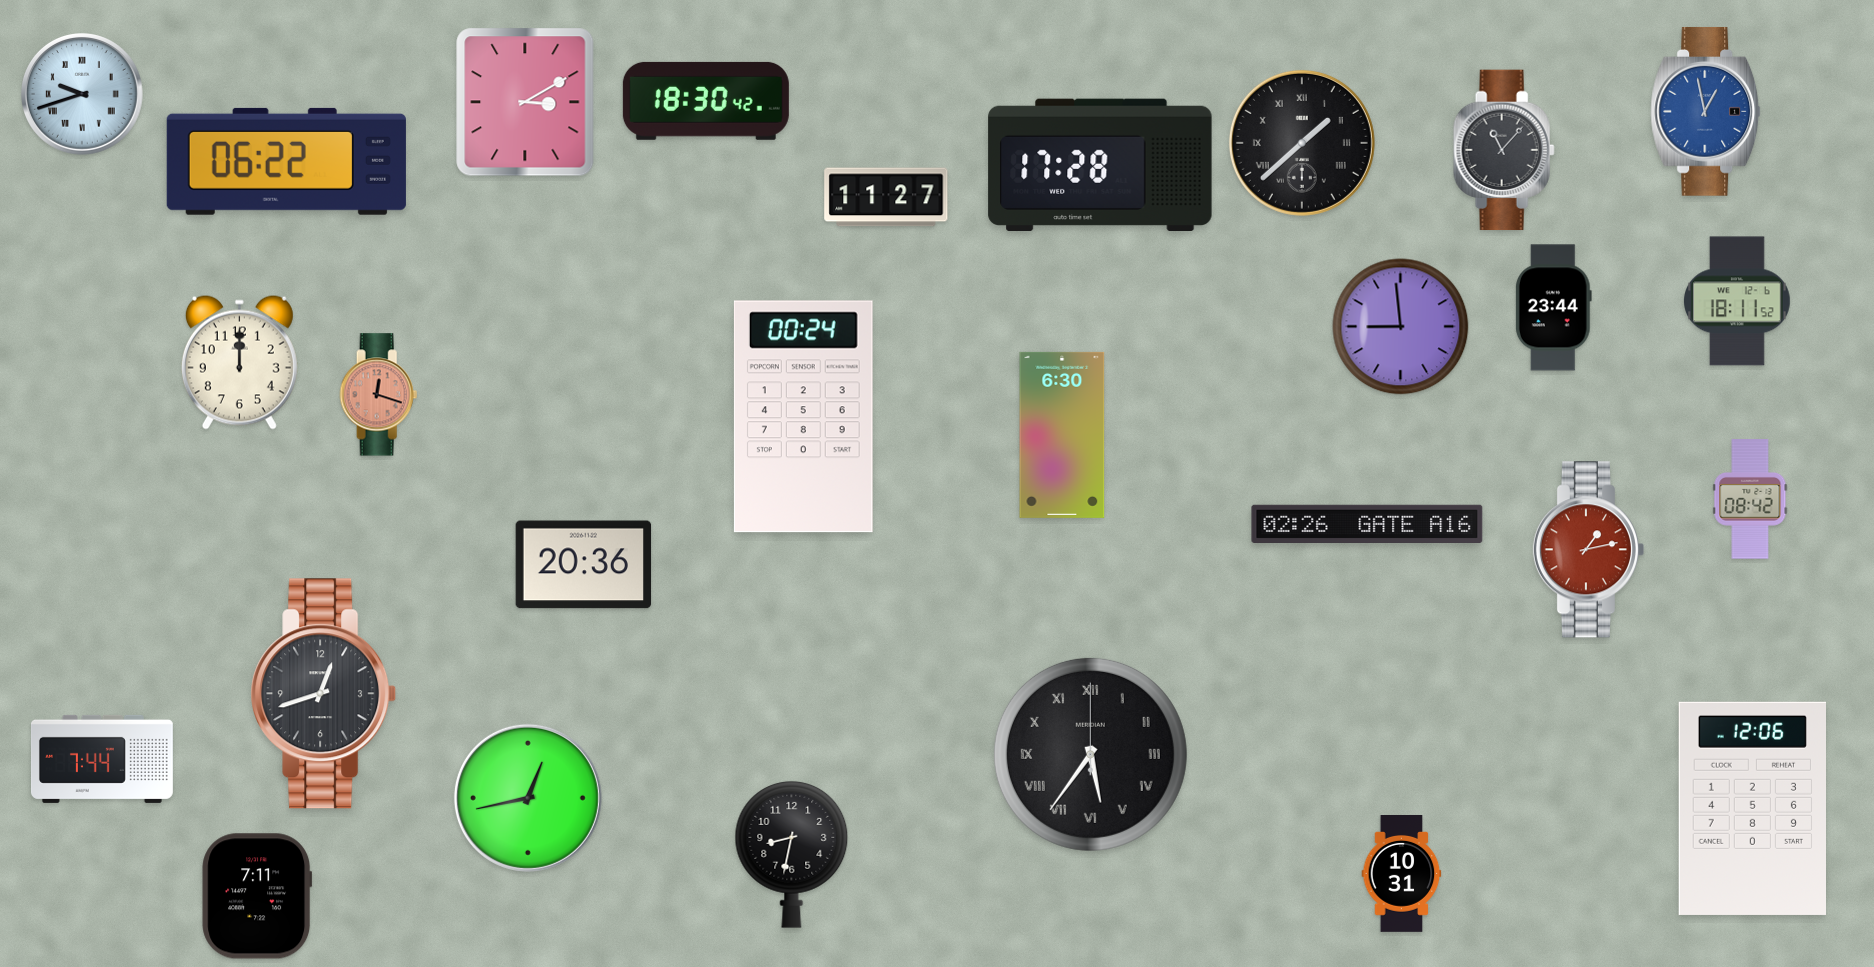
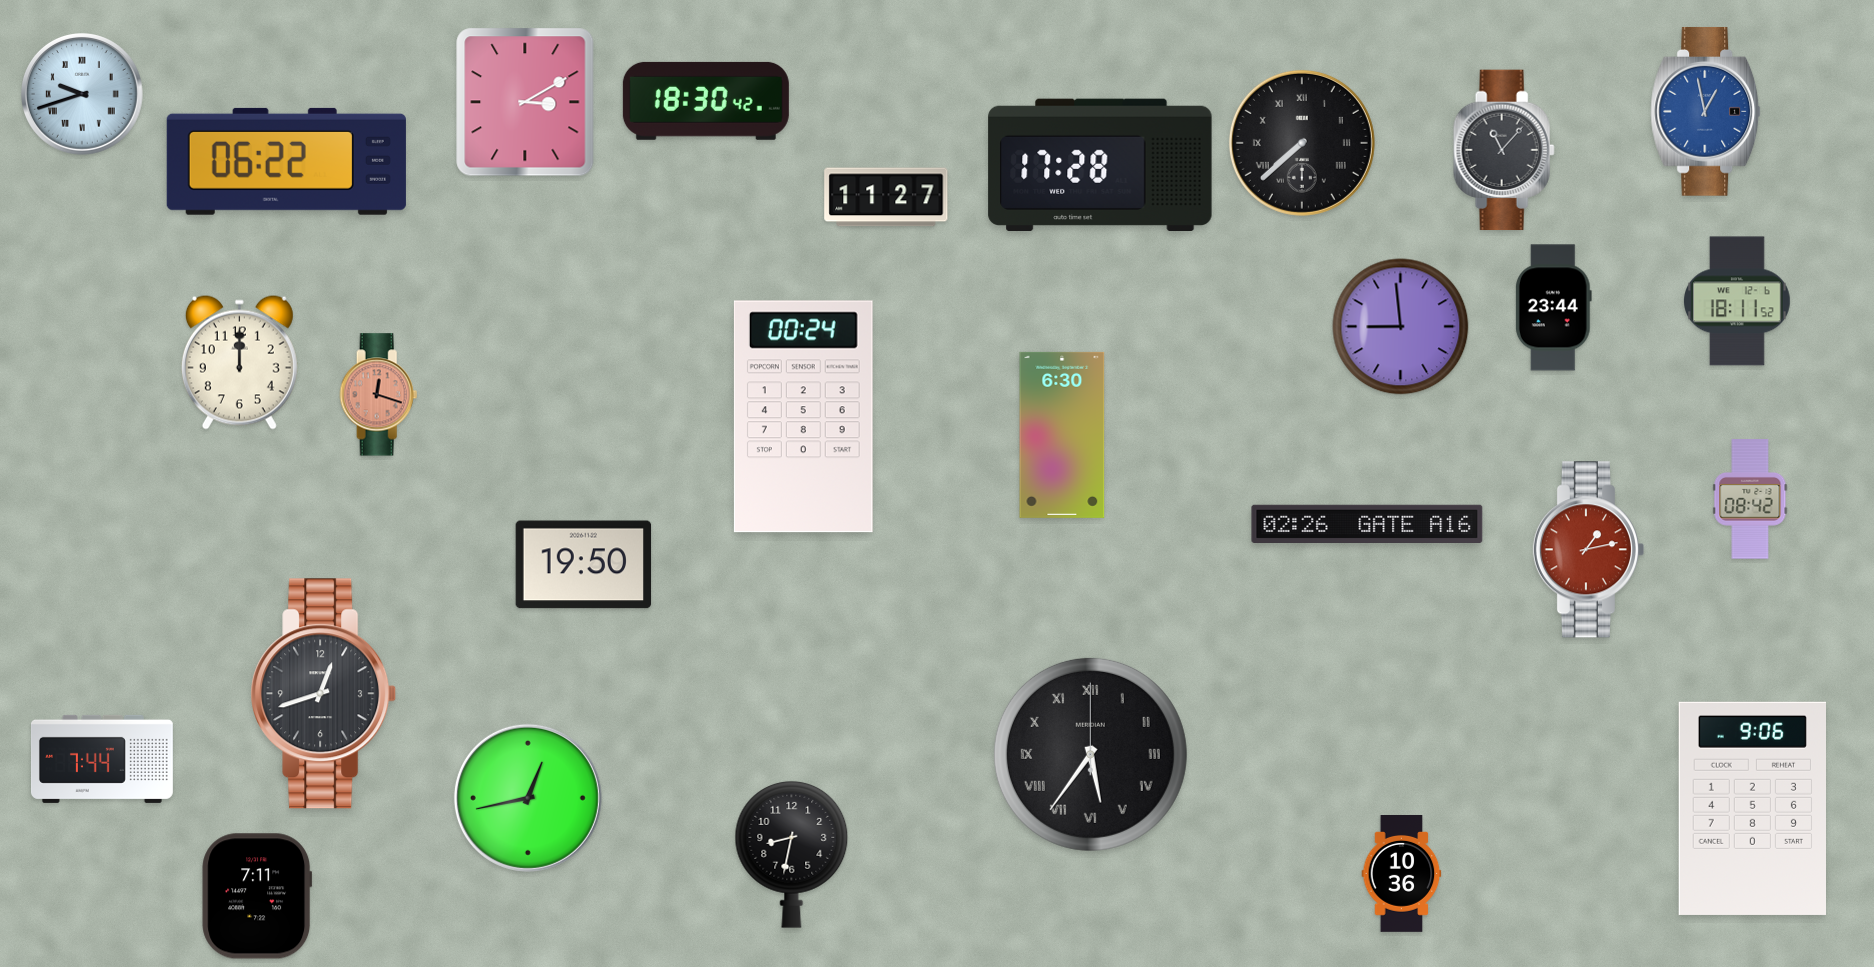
clock at (1302, 143): 1:38 -> 7:38
clock at (584, 565): 20:36 -> 19:50
clock at (1752, 808): 12:06 -> 9:06
clock at (1402, 874): 10:31 -> 10:36
